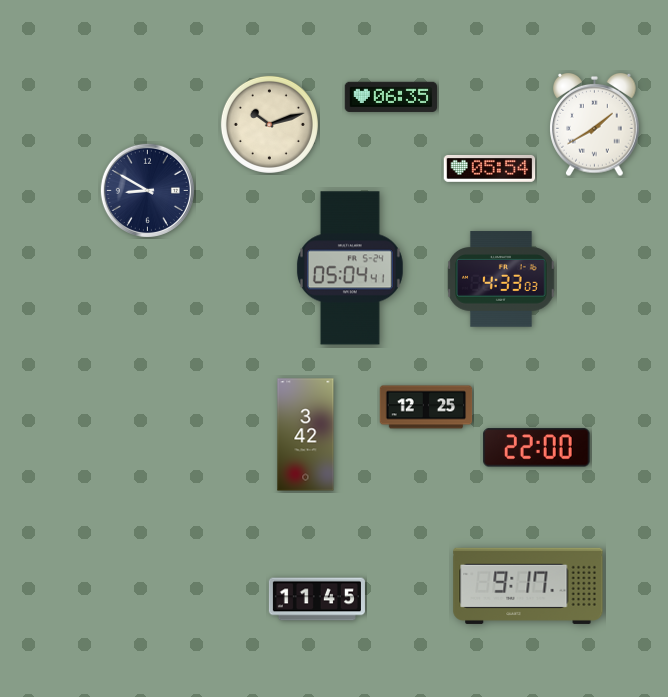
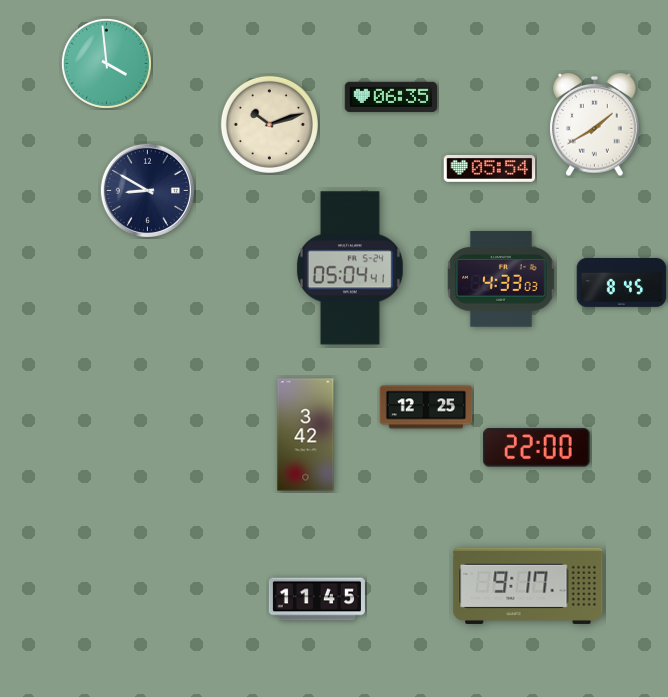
clock at (106, 63): none -> 3:59
clock at (622, 283): none -> 8:45
